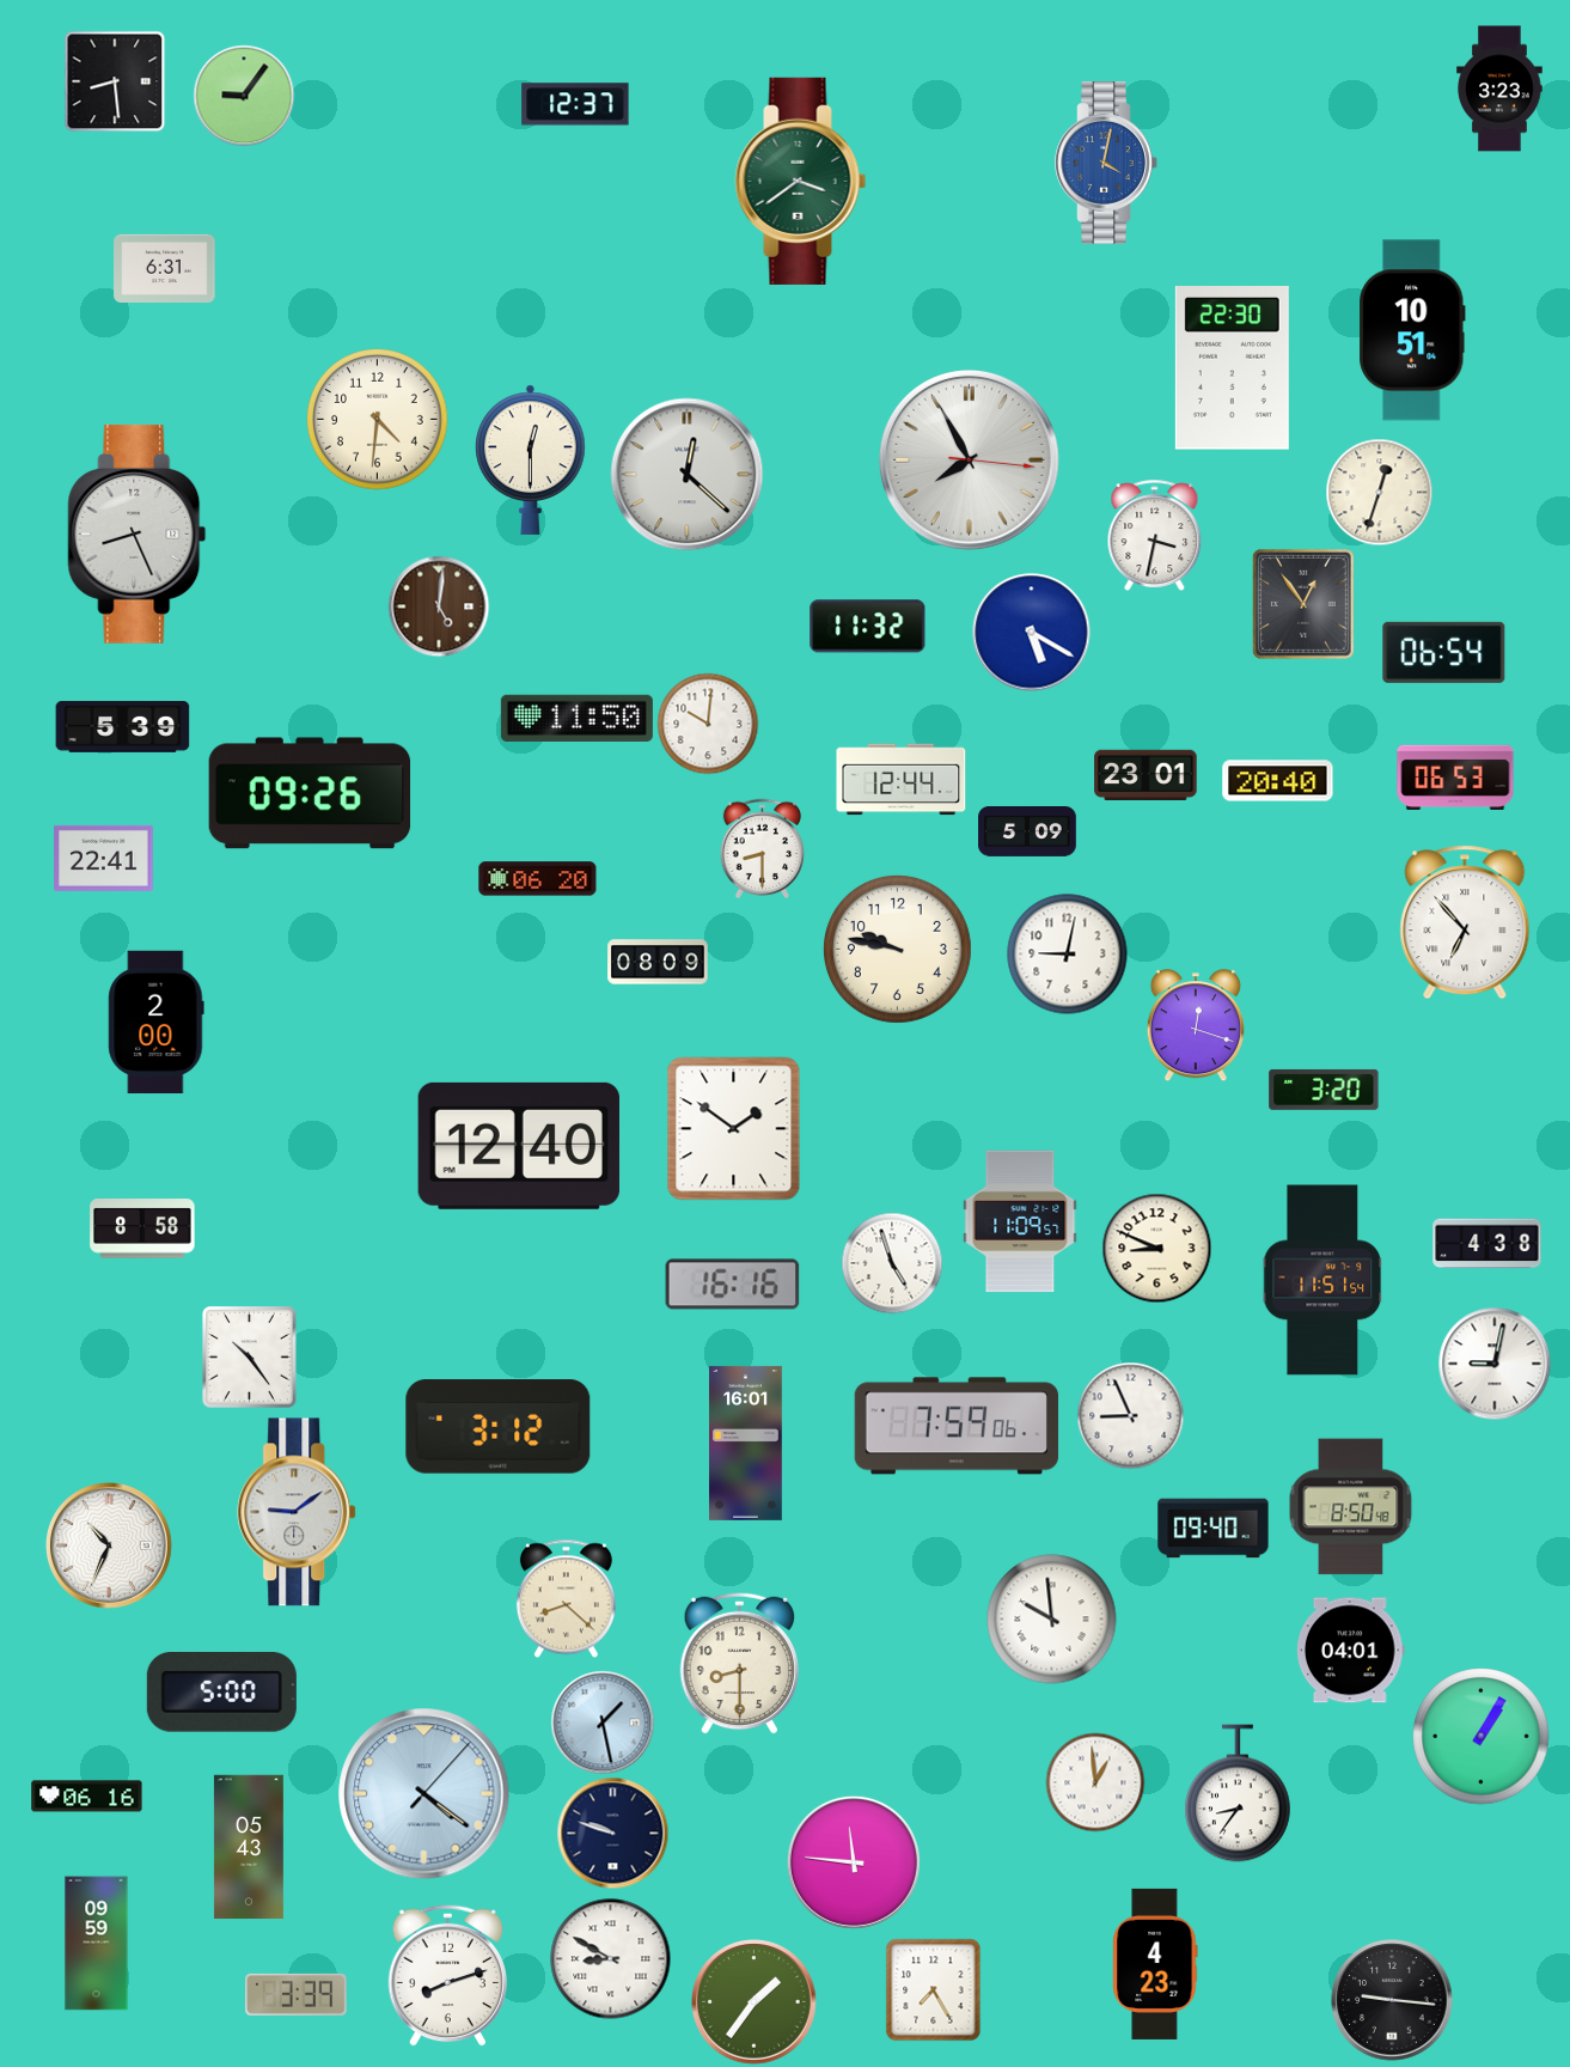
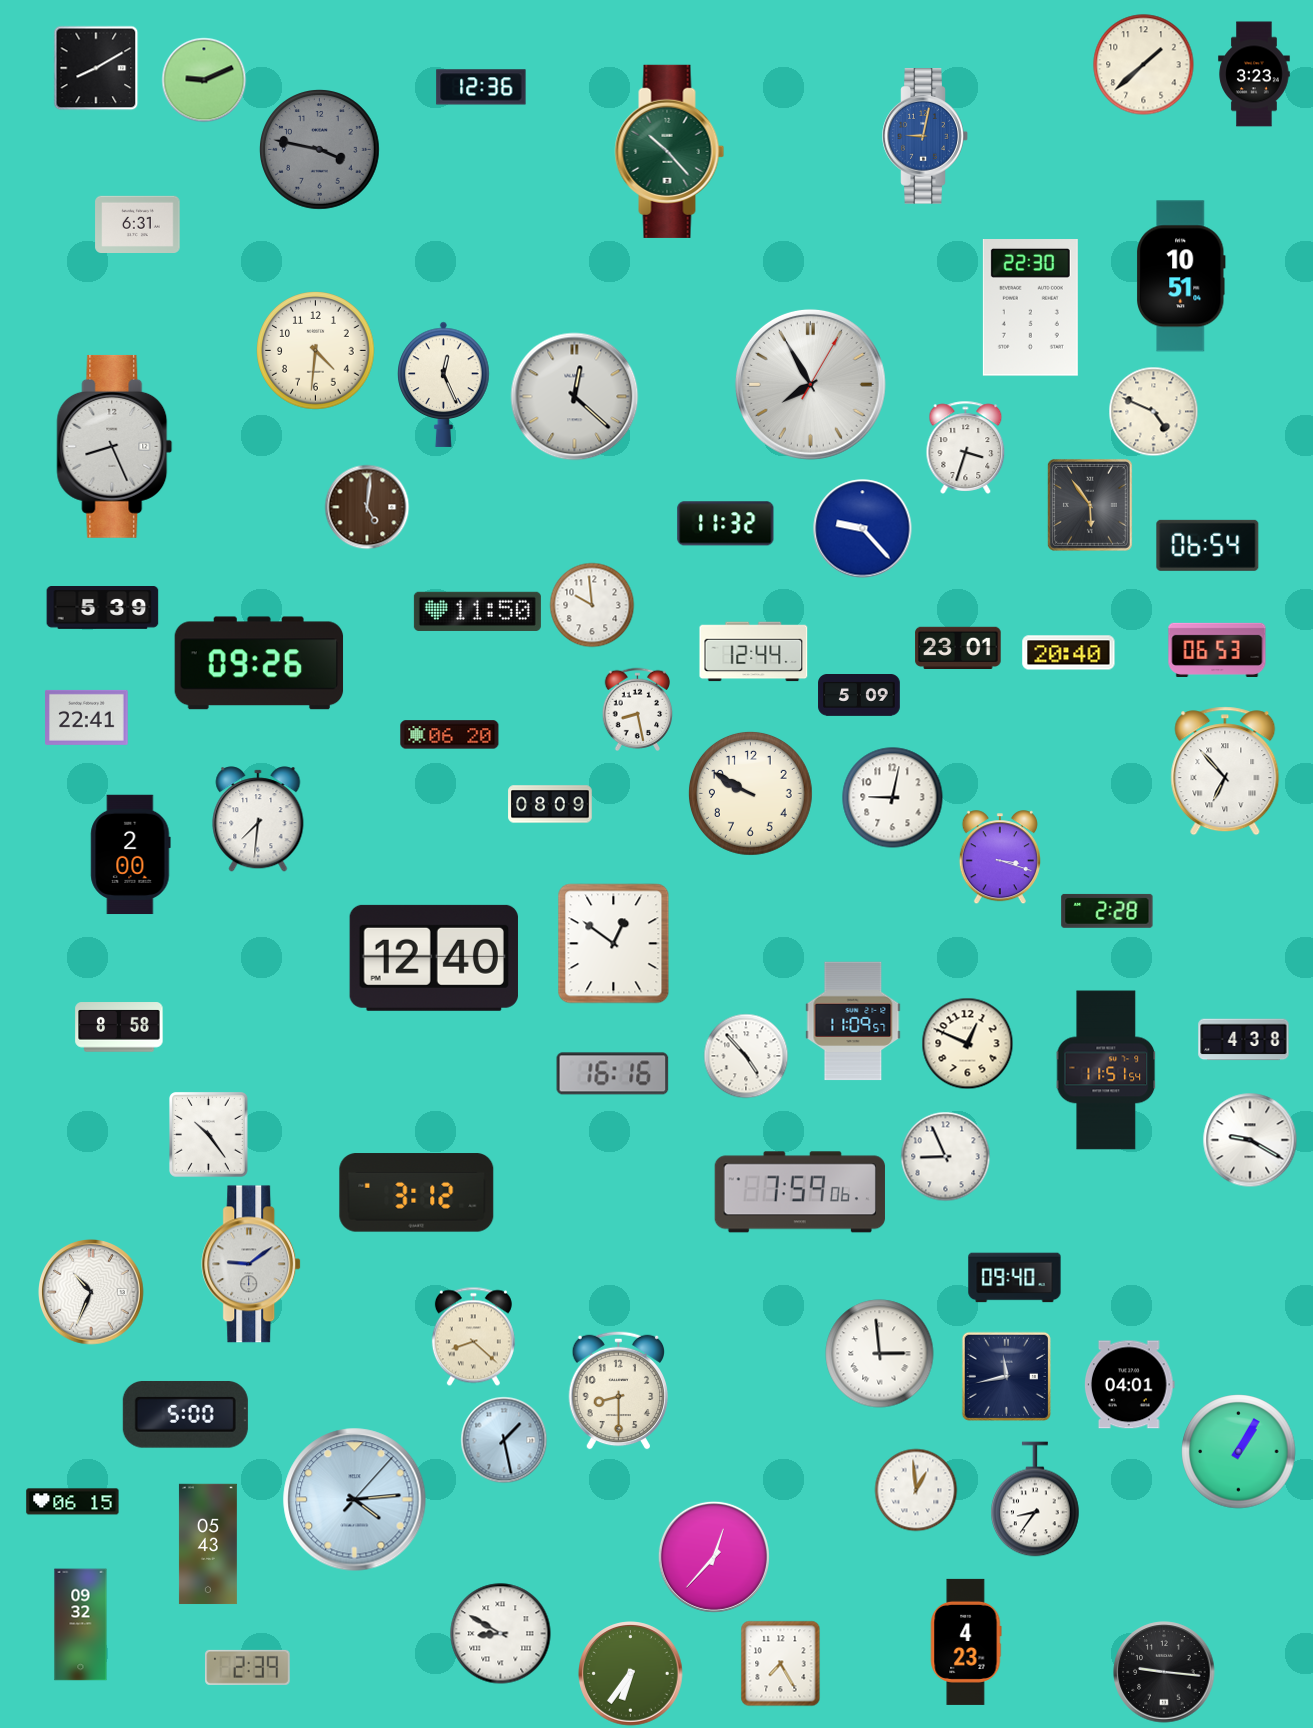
clock at (1144, 65): none -> 1:38
clock at (115, 81): 8:29 -> 8:10
clock at (244, 96): 9:06 -> 9:11
clock at (575, 104): 12:37 -> 12:36
clock at (1106, 163): 4:02 -> 9:02
clock at (320, 150): none -> 3:47
clock at (801, 181): 3:39 -> 10:23
clock at (531, 459): 12:30 -> 12:26
clock at (969, 459): 7:55:16 -> 7:55:05
clock at (1379, 492): 12:33 -> 4:49
clock at (1155, 535): 3:32 -> 3:33
clock at (1303, 604): 12:54 -> 5:54
clock at (1032, 633): 5:20 -> 9:23
clock at (576, 718) position: (576, 718) -> (477, 611)
clock at (708, 724): 10:01 -> 9:59
clock at (763, 848): 8:30 -> 8:28
clock at (897, 949): 9:47 -> 9:50
clock at (258, 819): none -> 7:31
clock at (1196, 1025): 12:18 -> 3:18
clock at (1324, 1090): 3:20 -> 2:28
clock at (734, 1129): 1:51 -> 12:51
clock at (1156, 1248): 8:49 -> 12:49
clock at (892, 1263): 4:57 -> 4:53
clock at (1495, 1364): 9:02 -> 9:20
clock at (1130, 1415) position: (1130, 1415) -> (945, 1156)
clock at (746, 1443): 16:01 -> none
clock at (1351, 1507): 8:50 -> none
clock at (298, 1512) position: (298, 1512) -> (252, 1264)
clock at (1052, 1620): 9:59 -> 2:59
clock at (1006, 1376): none -> 11:43
clock at (1350, 1651) position: (1350, 1651) -> (1129, 1385)
clock at (424, 1794): 4:21 -> 4:14
clock at (87, 1797): 06:16 -> 06:15
clock at (612, 1833): 9:48 -> none
clock at (854, 1862): 11:46 -> 12:37
clock at (97, 1944): 09:59 -> 09:32
clock at (611, 1959) position: (611, 1959) -> (501, 1634)
clock at (448, 1975): 8:12 -> none
clock at (297, 1994): 3:39 -> 2:39
clock at (755, 2002): 1:36 -> 6:36
